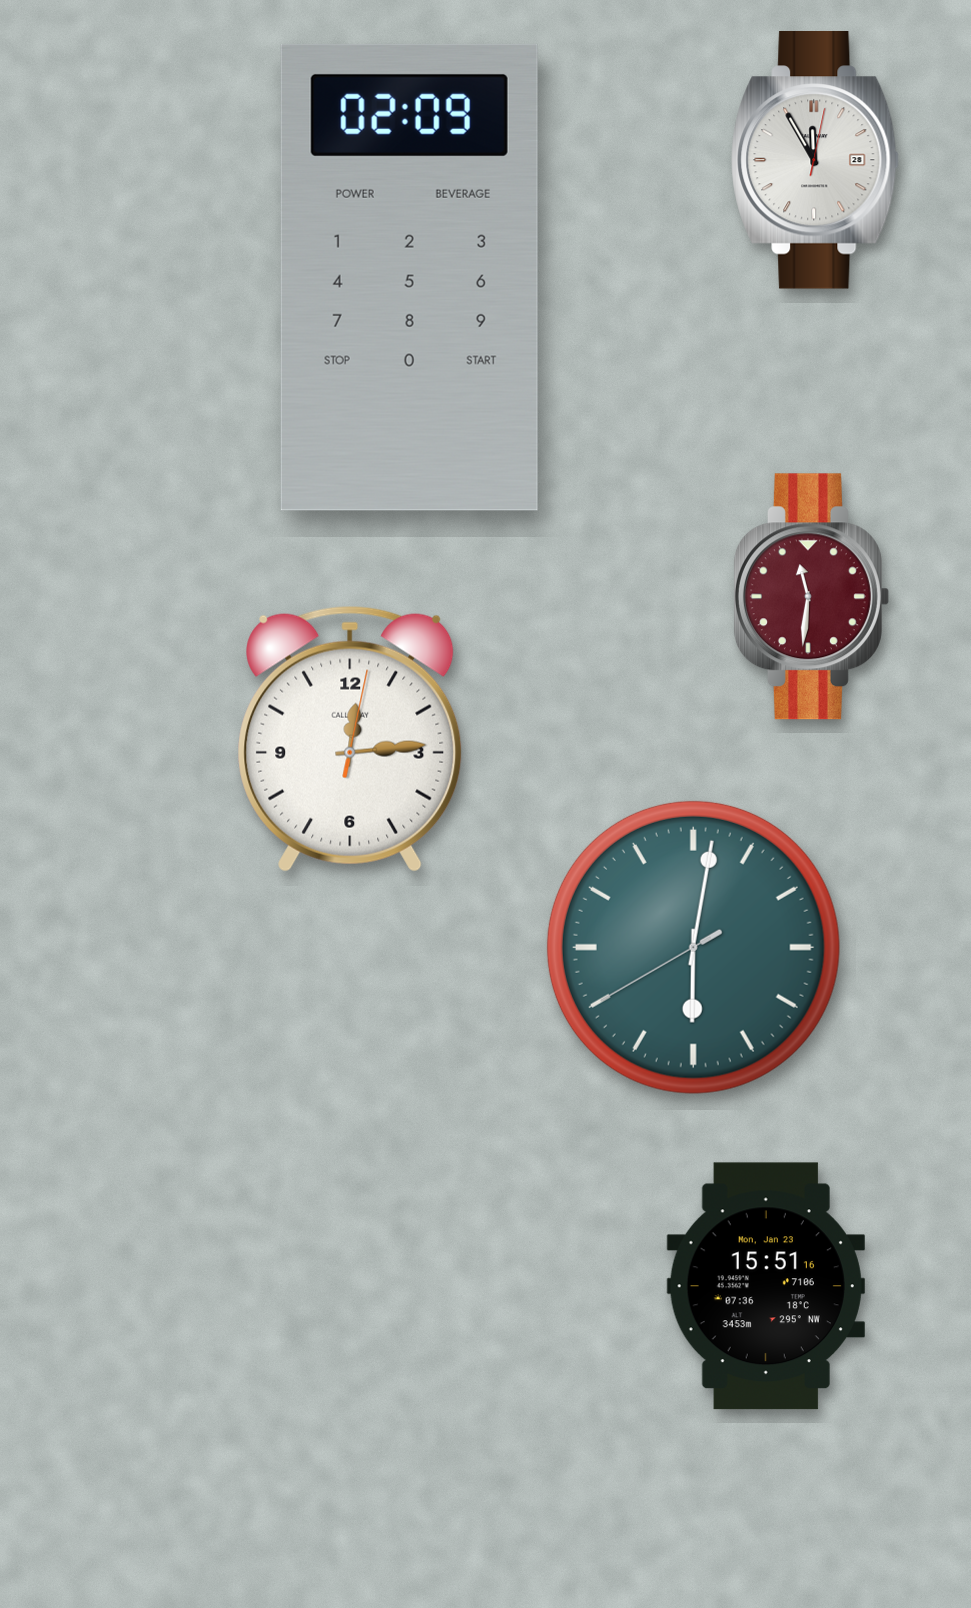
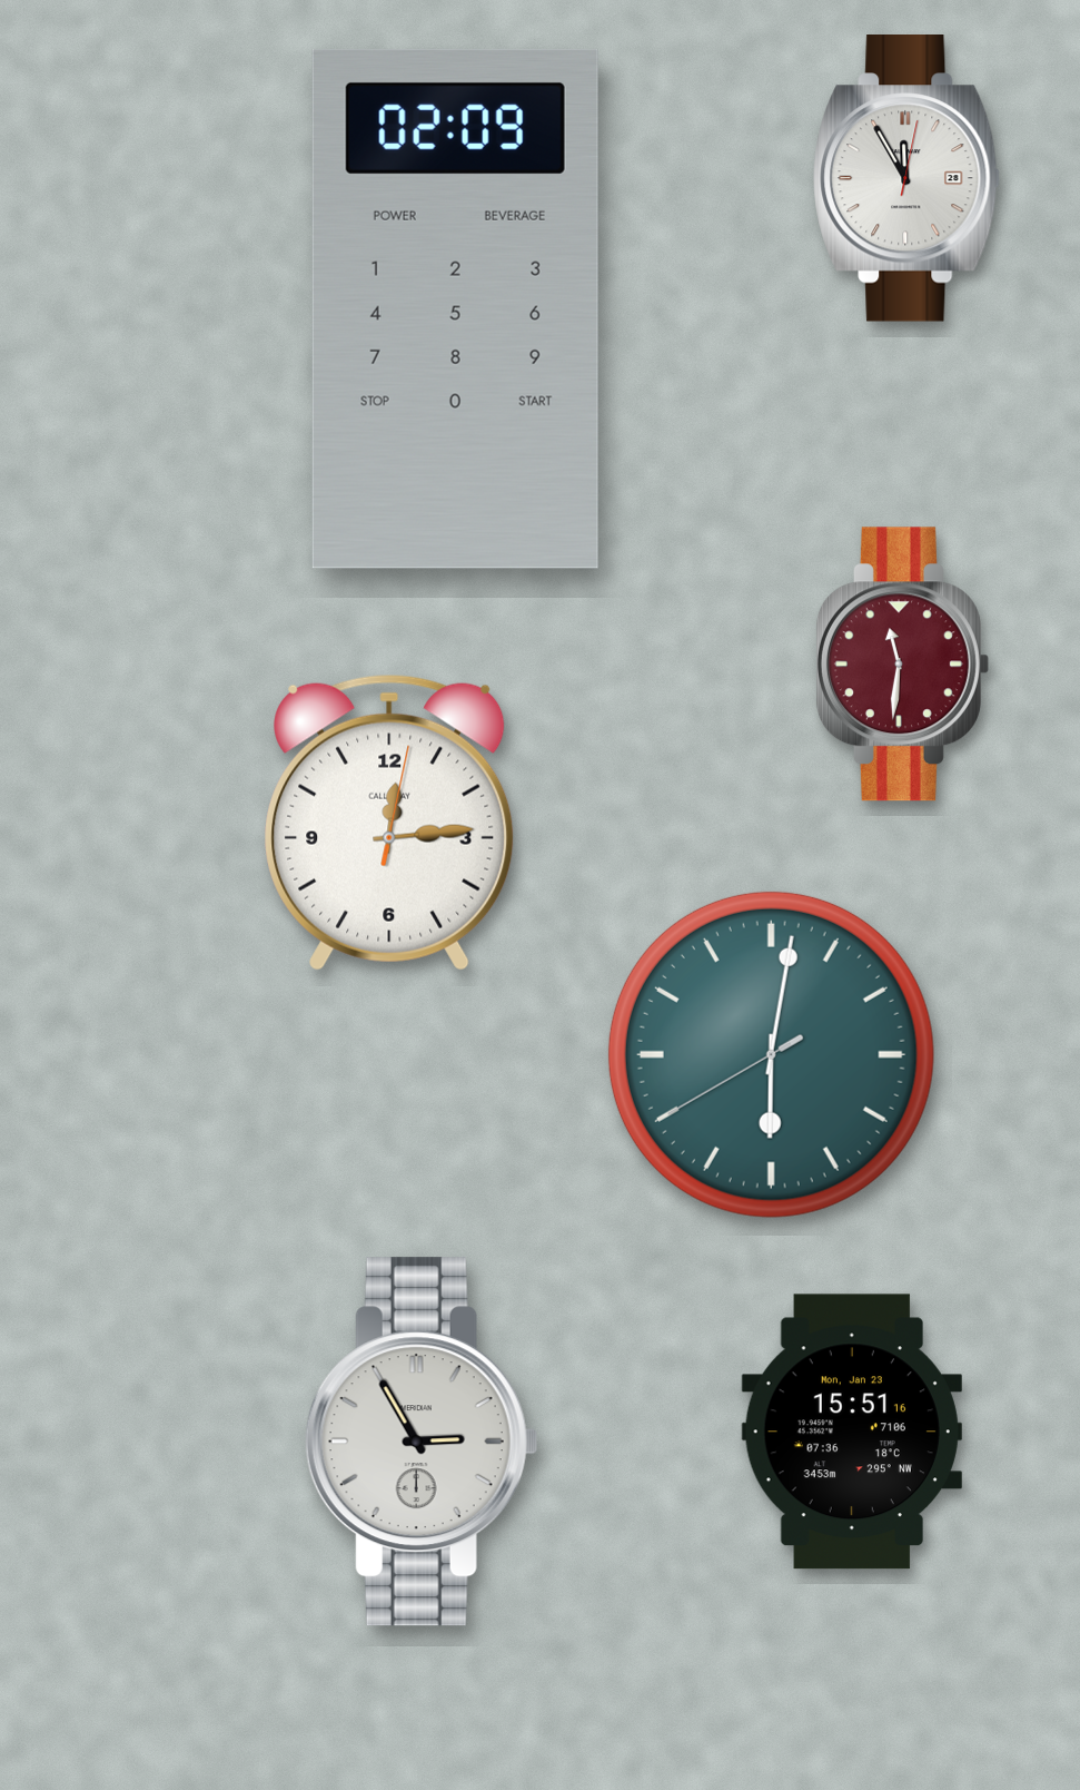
clock at (422, 1442): none -> 2:55
